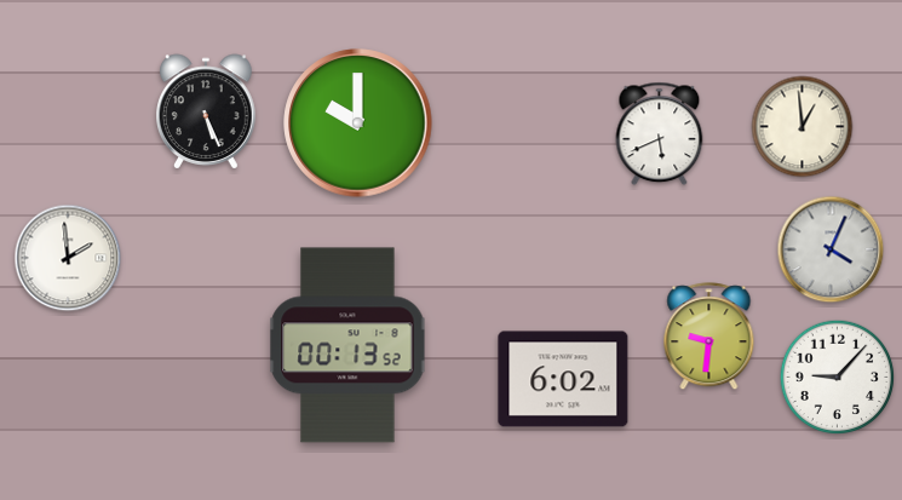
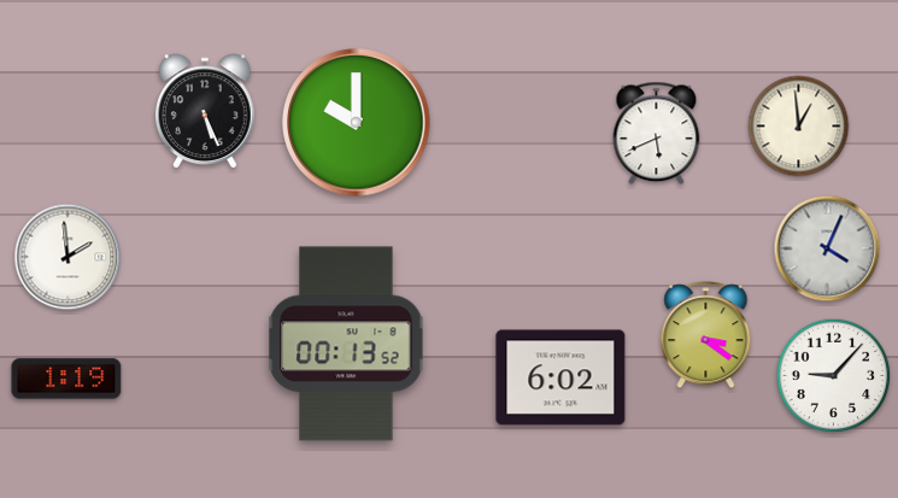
clock at (709, 337): 9:31 -> 3:21
clock at (66, 379): none -> 1:19
